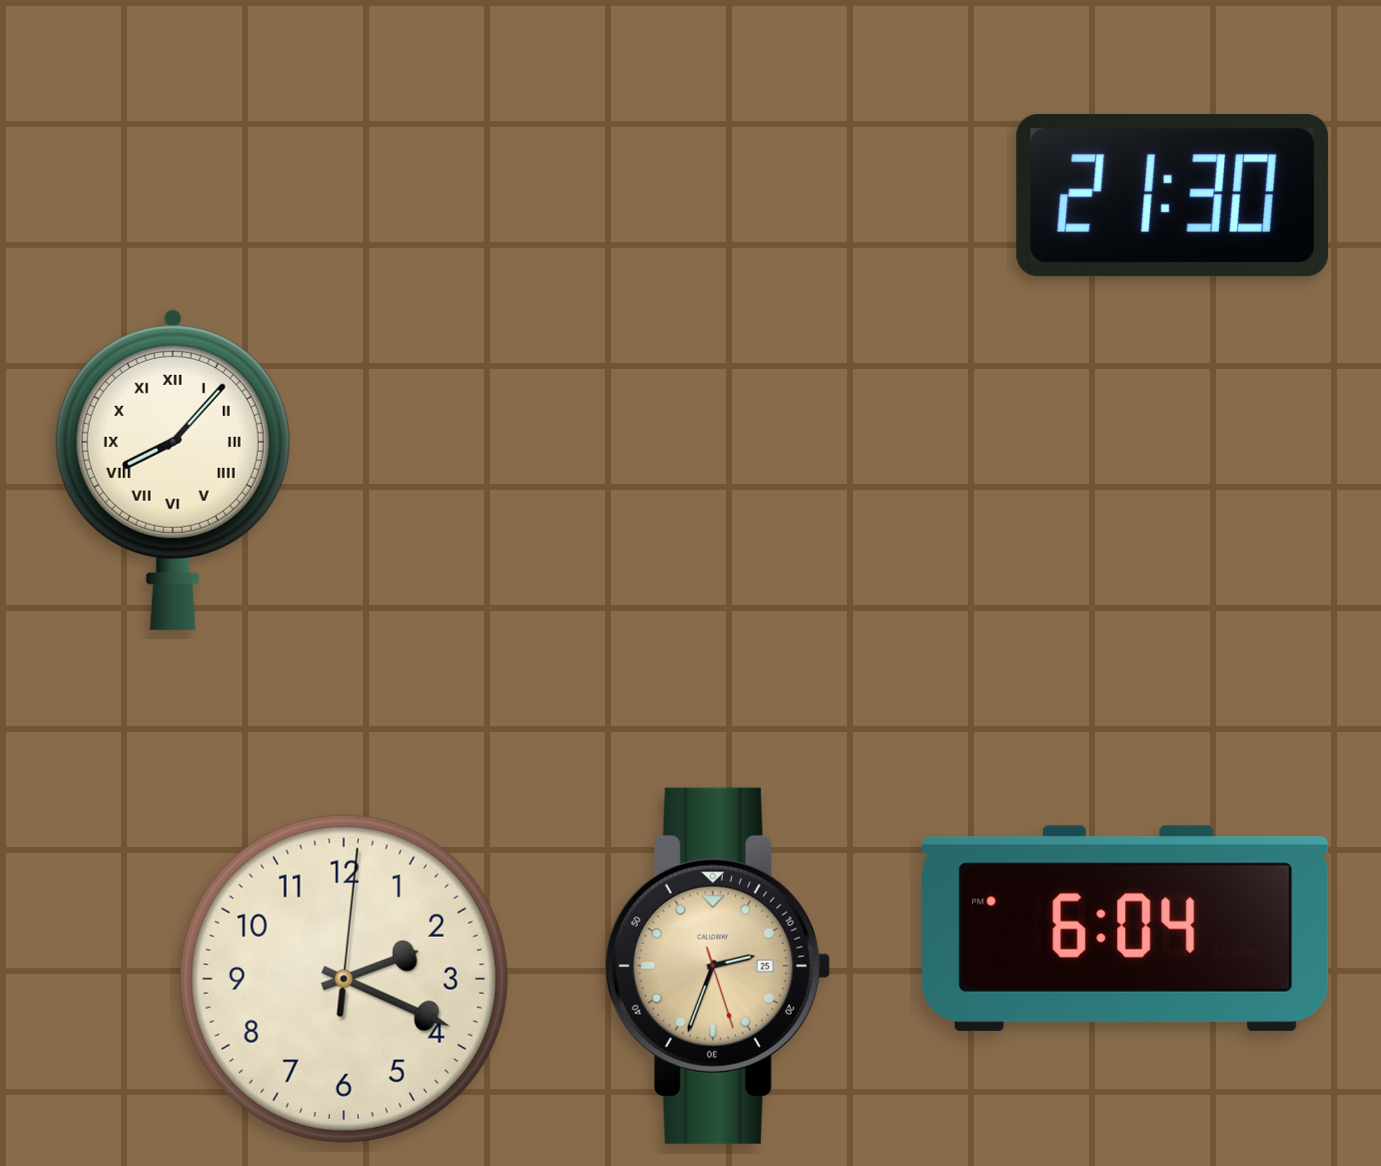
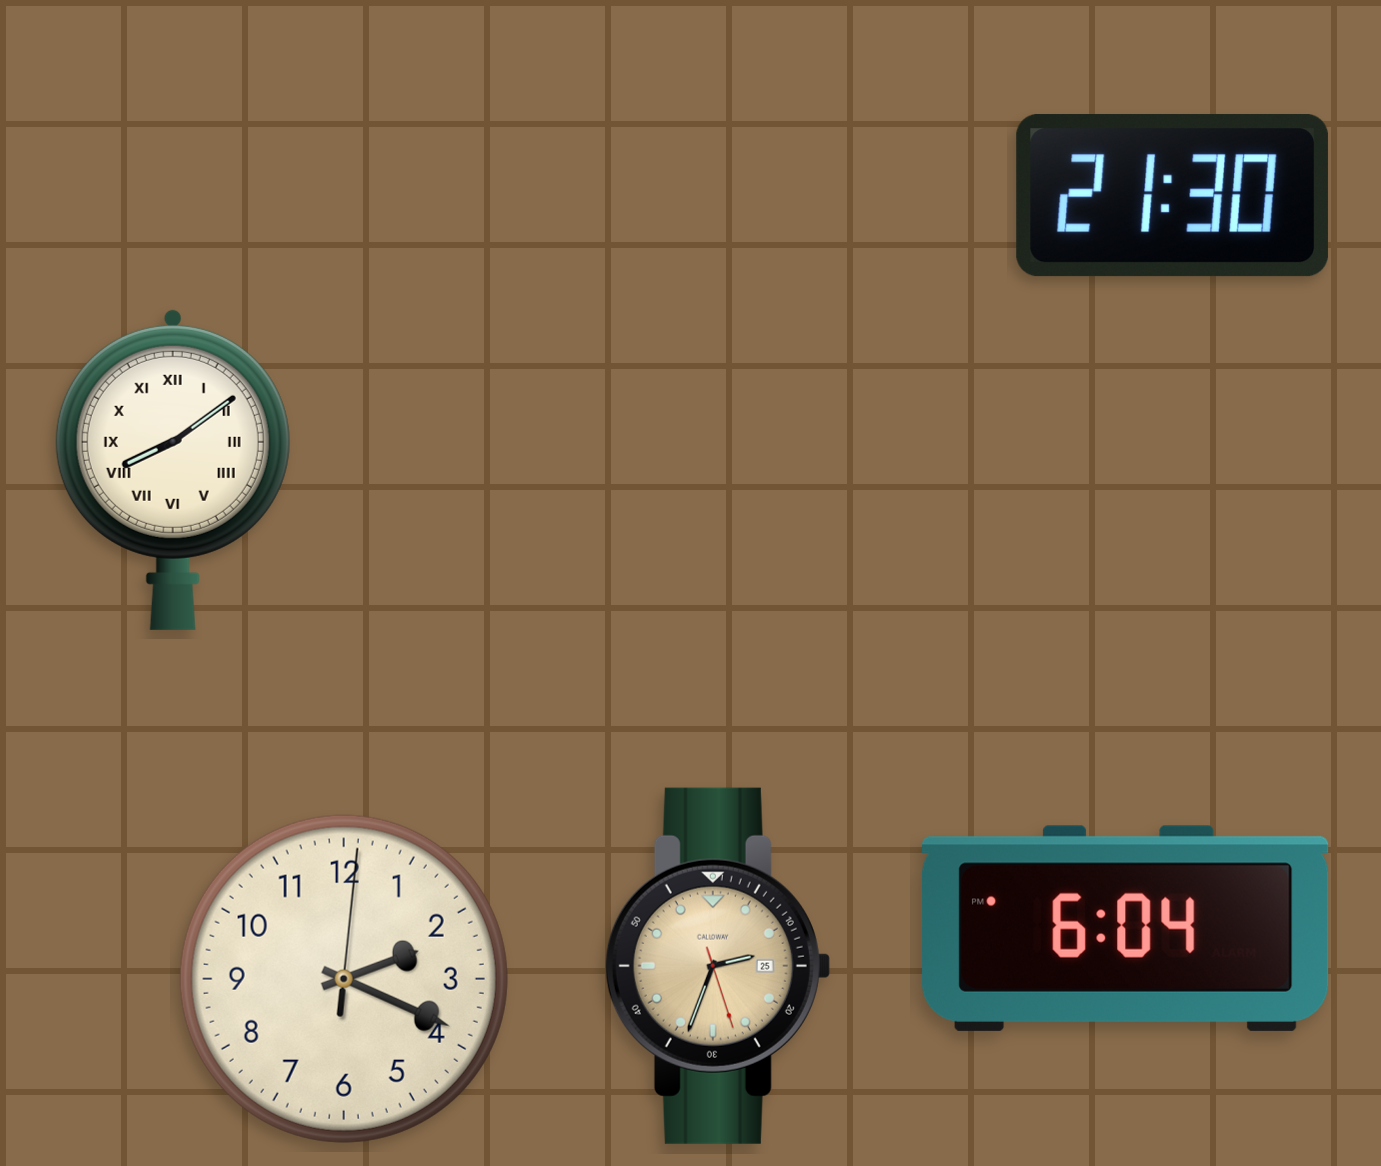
clock at (173, 469): 8:07 -> 8:09
